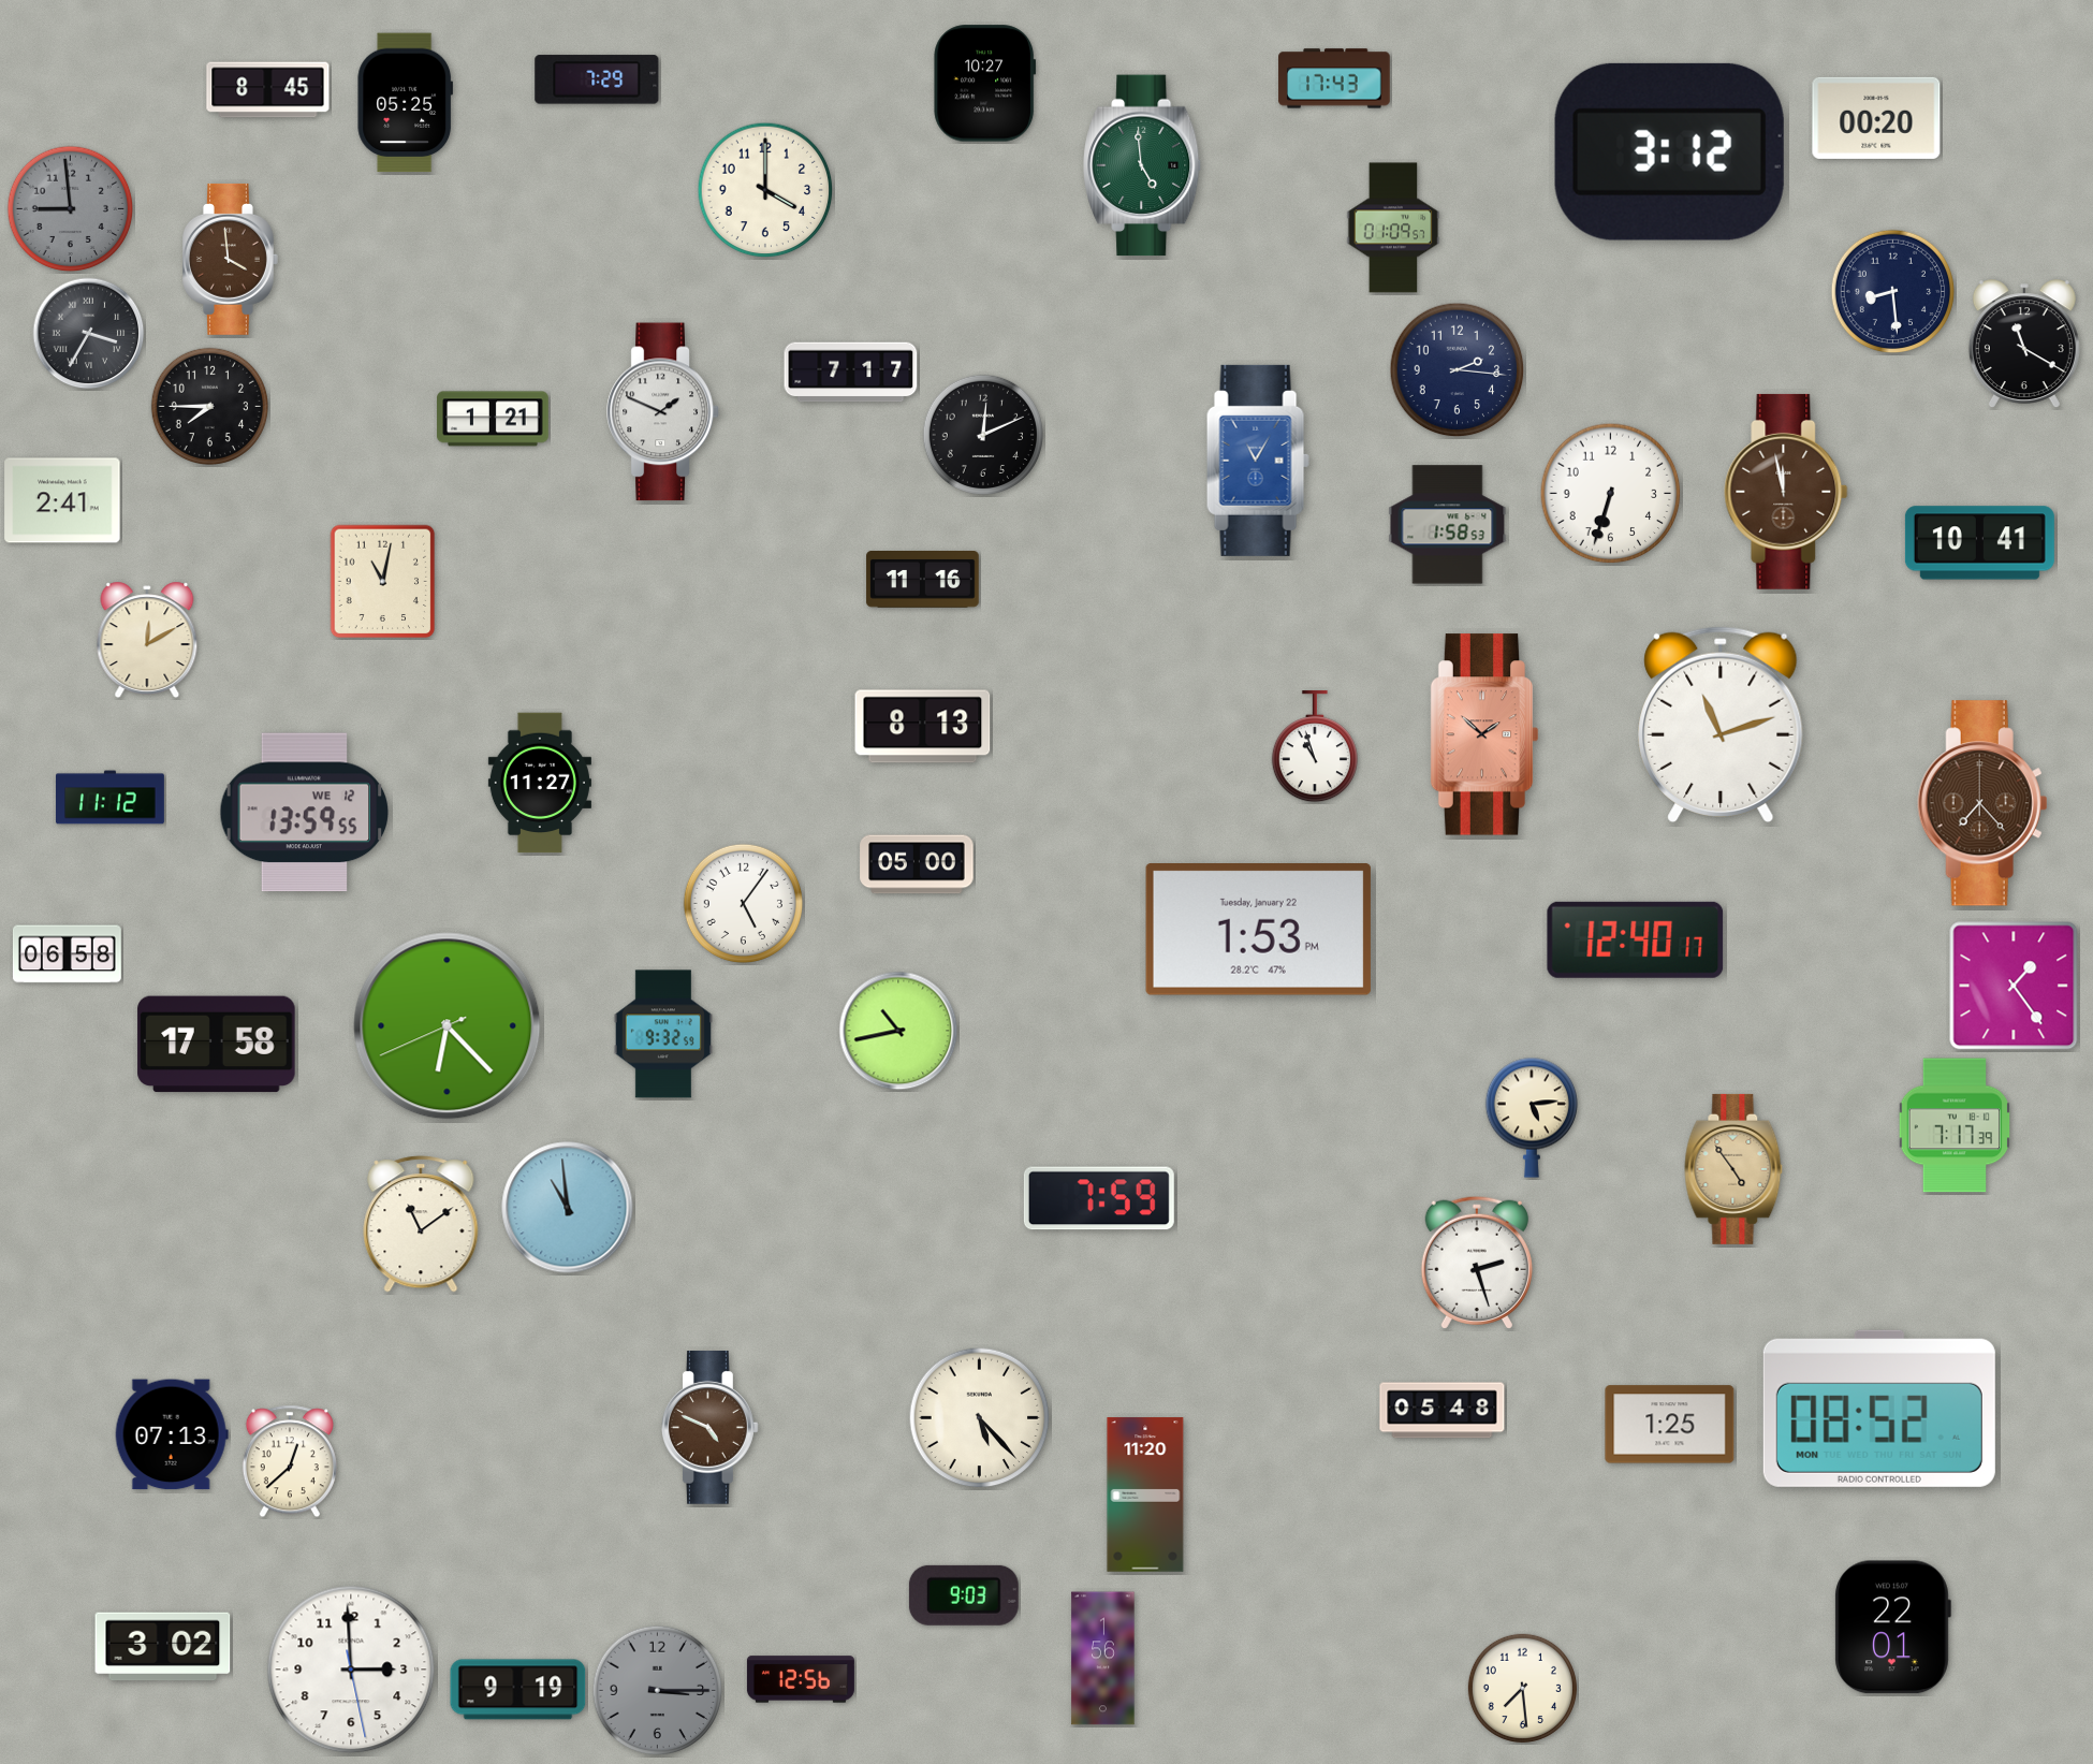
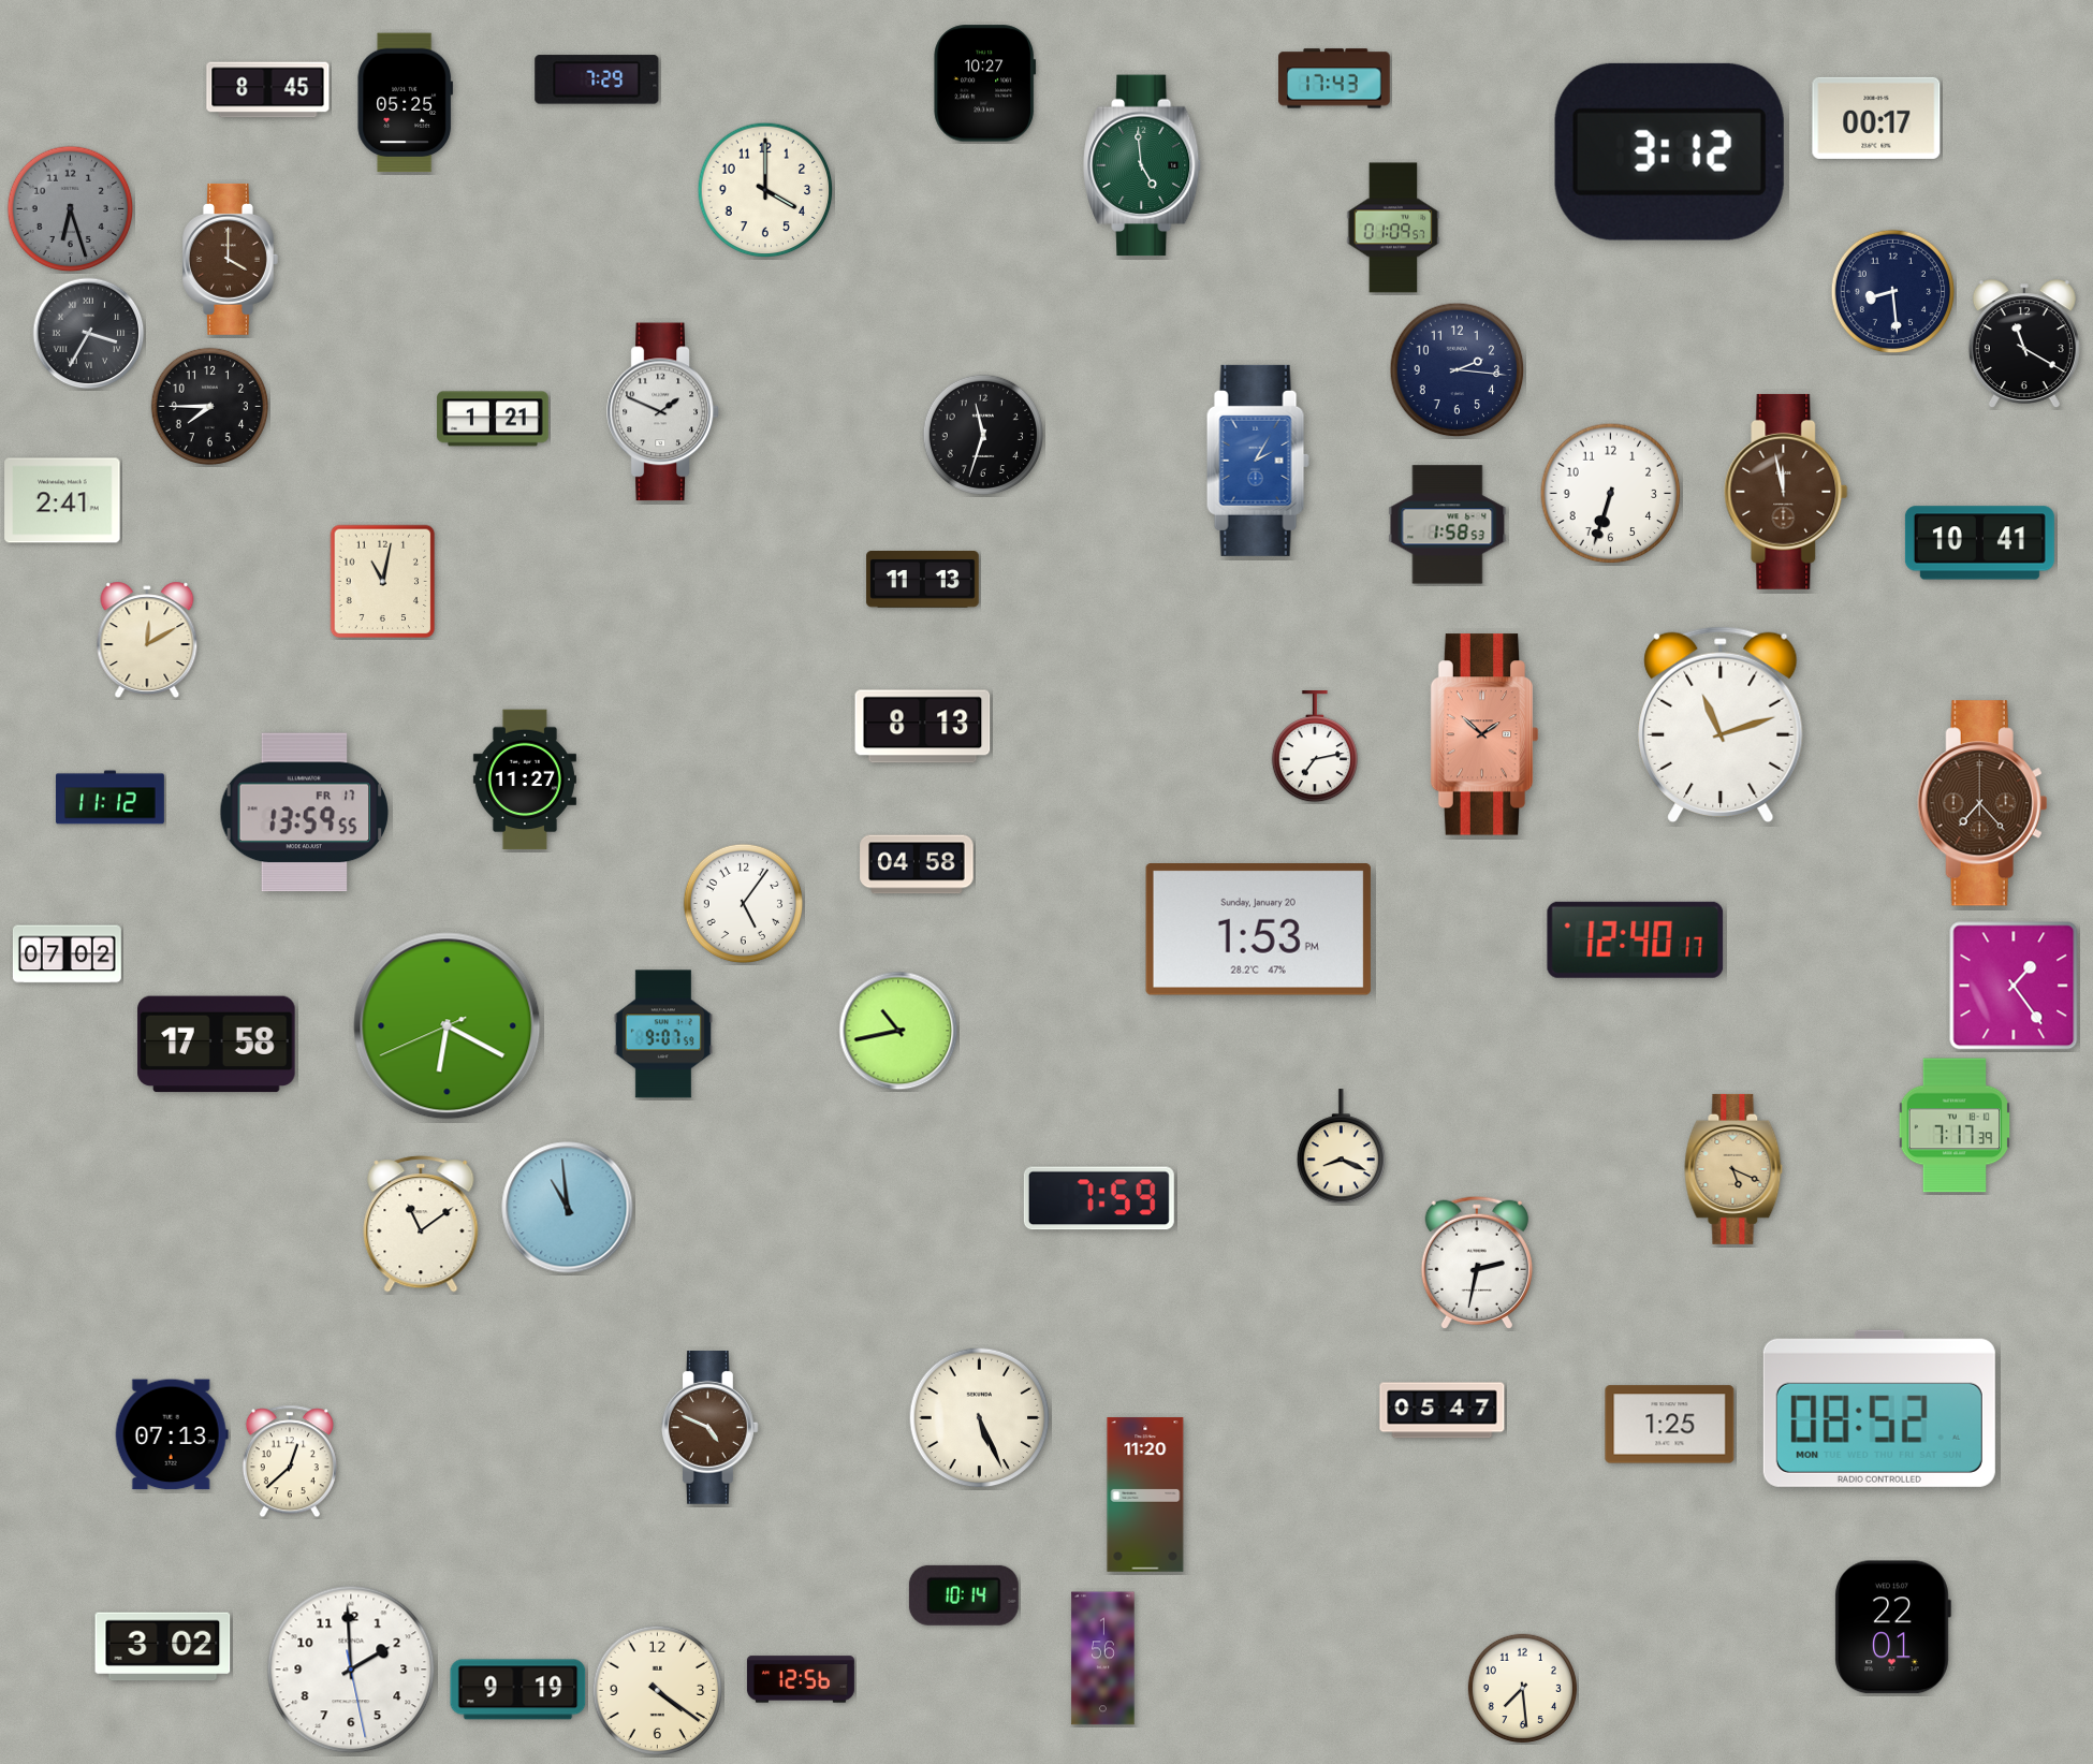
clock at (1876, 118): 00:20 -> 00:17
clock at (71, 209): 8:59 -> 6:27
clock at (231, 259): 3:59 -> 4:00
clock at (851, 373): 7:17 -> none
clock at (982, 434): 12:11 -> 11:33
clock at (1258, 461): 11:05 -> 2:05
clock at (923, 580): 11:16 -> 11:13
clock at (1315, 747): 10:57 -> 7:13
clock at (540, 783) position: (540, 783) -> (525, 779)
clock at (305, 813) date: WE 12 -> FR 17
clock at (917, 864): 05:00 -> 04:58
clock at (1258, 930) date: Tuesday, January 22 -> Sunday, January 20
clock at (67, 954): 06:58 -> 07:02
clock at (448, 1026): 6:22 -> 6:19
clock at (663, 1034): 9:32 -> 9:07
clock at (1532, 1118): 5:14 -> none
clock at (1341, 1147): none -> 8:19
clock at (1733, 1169): 4:54 -> 5:19
clock at (1477, 1263): 2:27 -> 2:32
clock at (1443, 1411): 05:48 -> 05:47
clock at (980, 1418): 5:23 -> 5:26
clock at (964, 1595): 9:03 -> 10:14
clock at (351, 1670): 2:59 -> 1:59
clock at (658, 1691): 3:15 -> 4:21
clock at (658, 1691) dial: grey -> cream
